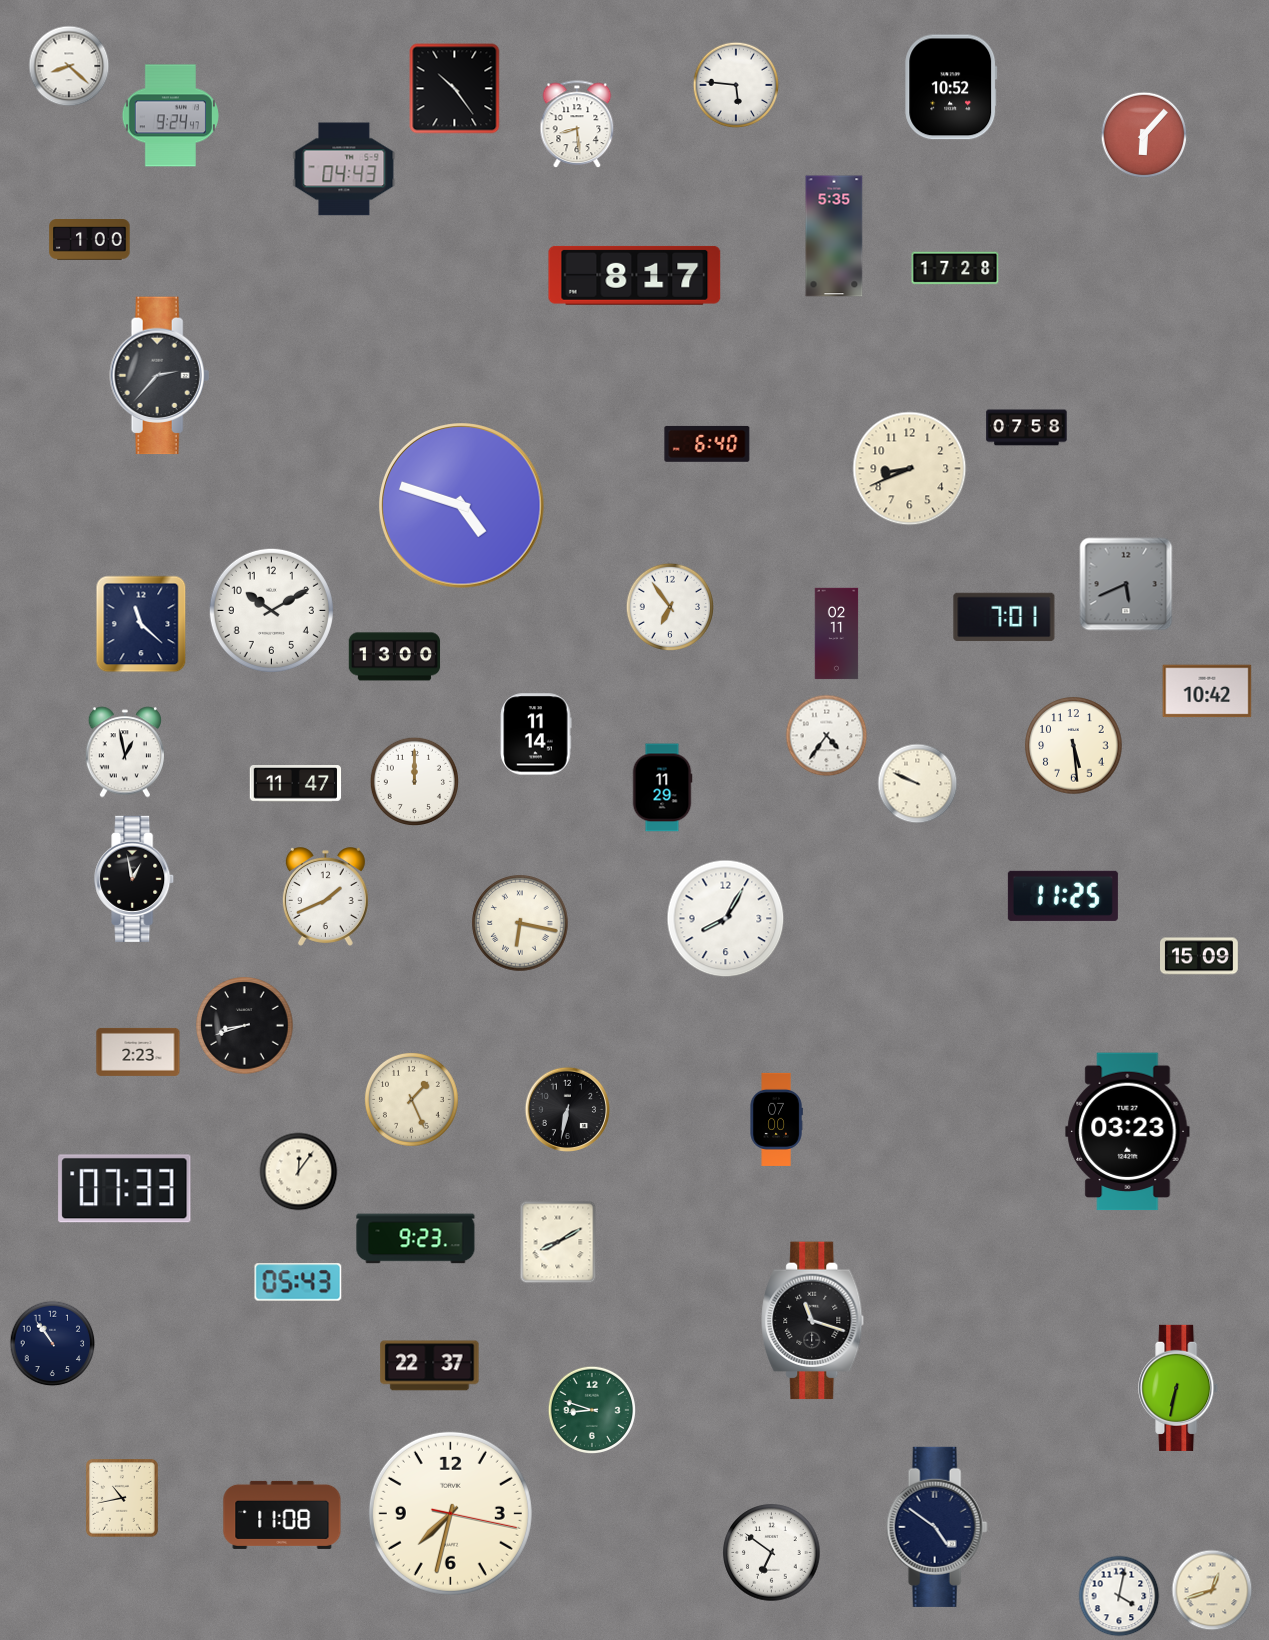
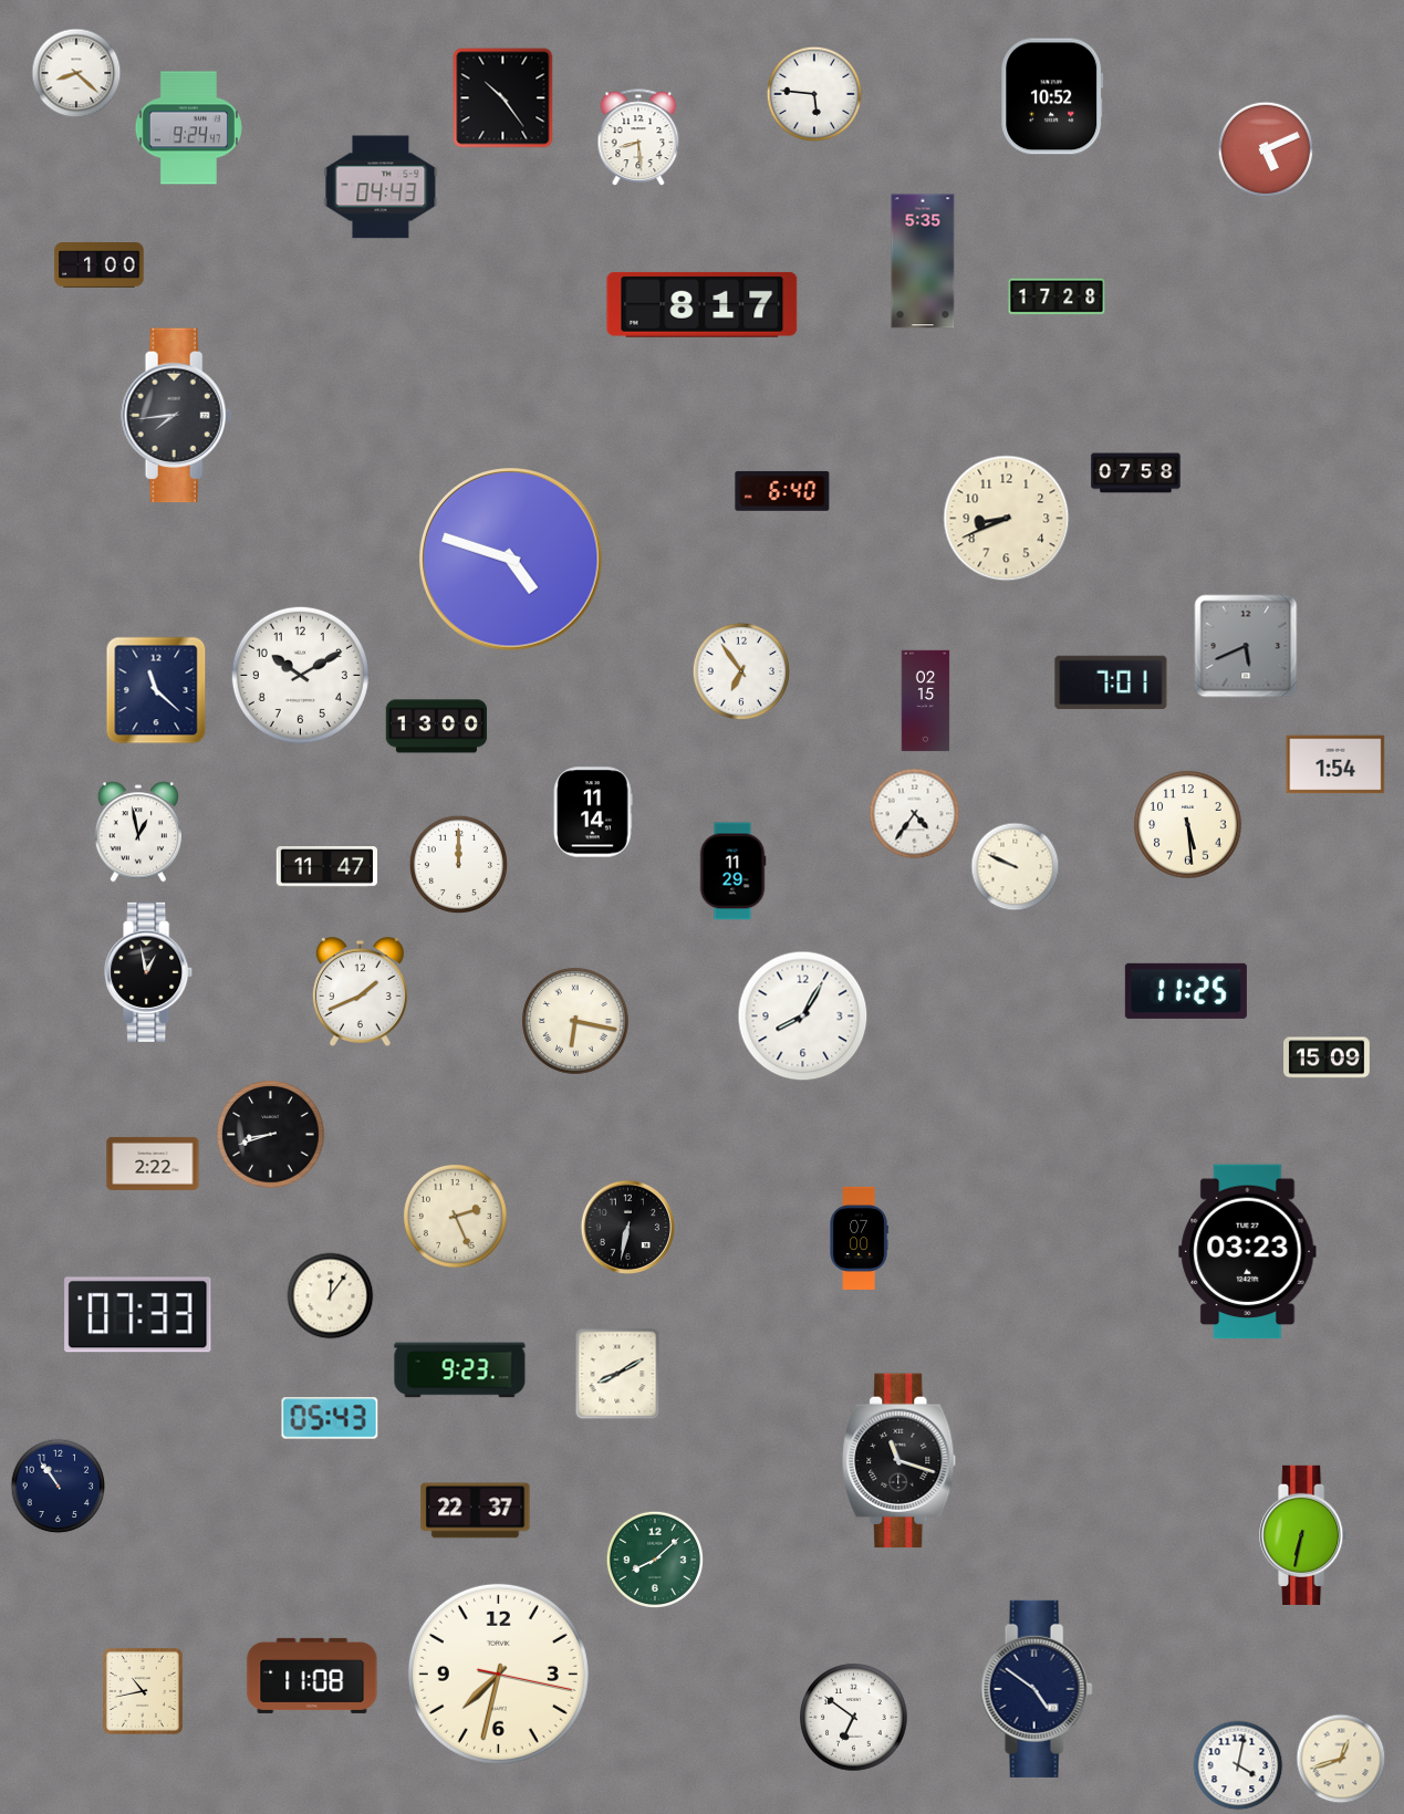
clock at (1144, 135): 6:07 -> 5:11
clock at (160, 376): 2:37 -> 7:44
clock at (837, 634): 02:11 -> 02:15
clock at (1207, 691): 10:42 -> 1:54
clock at (1063, 896) position: (1063, 896) -> (1186, 991)
clock at (138, 1052): 2:23 -> 2:22
clock at (412, 1100): 1:26 -> 2:26
clock at (591, 1409): 8:48 -> 8:08
clock at (123, 1499) position: (123, 1499) -> (144, 1692)
